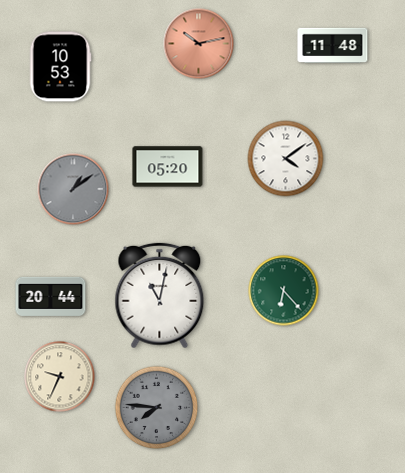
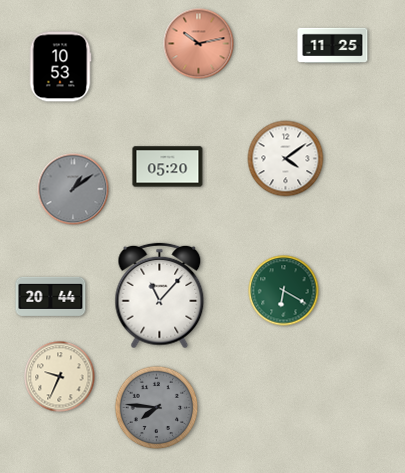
clock at (333, 46): 11:48 -> 11:25
clock at (284, 291): 6:23 -> 6:20
clock at (160, 296): 11:02 -> 11:07
